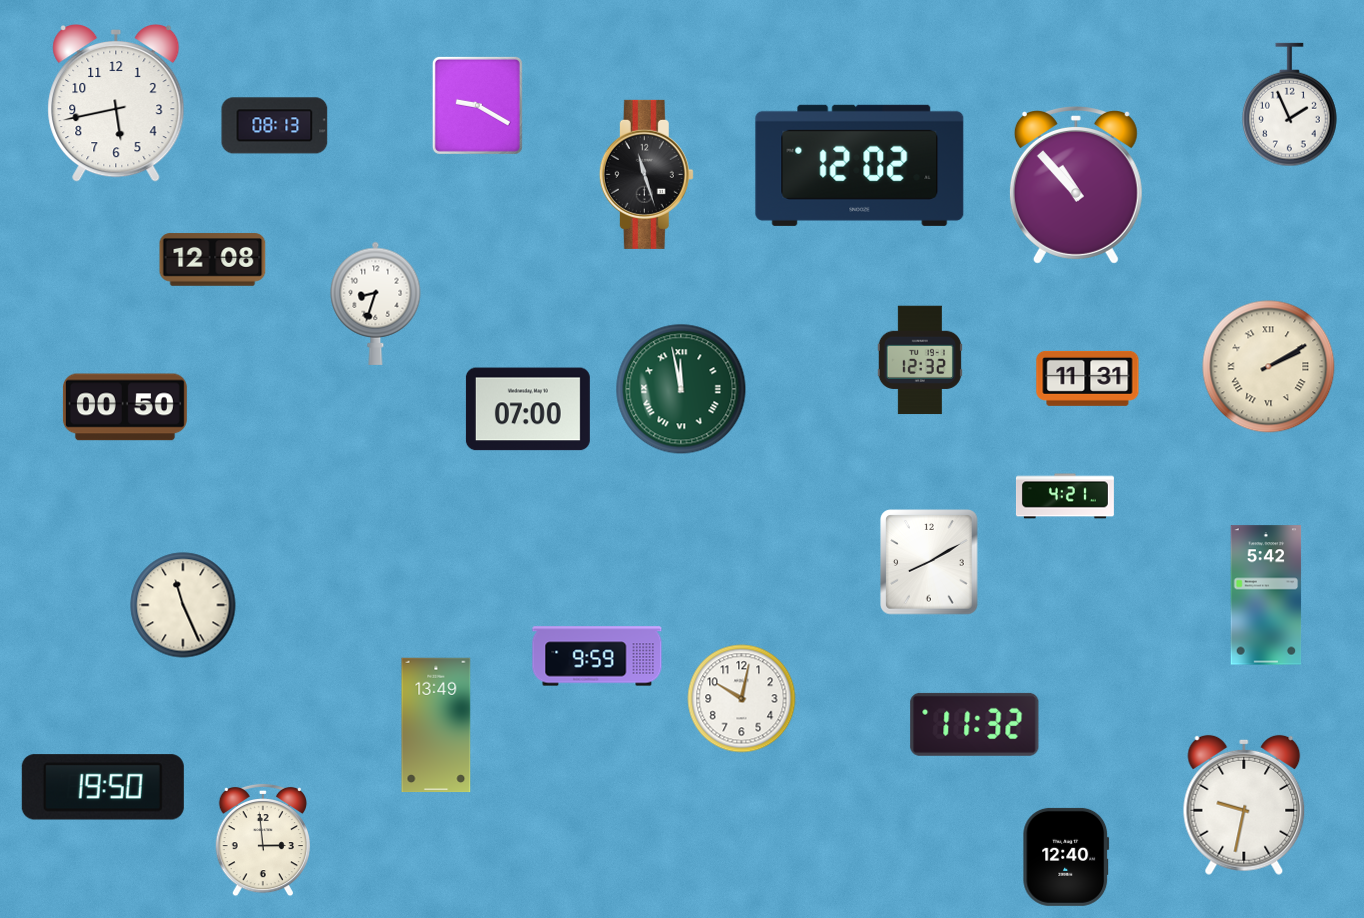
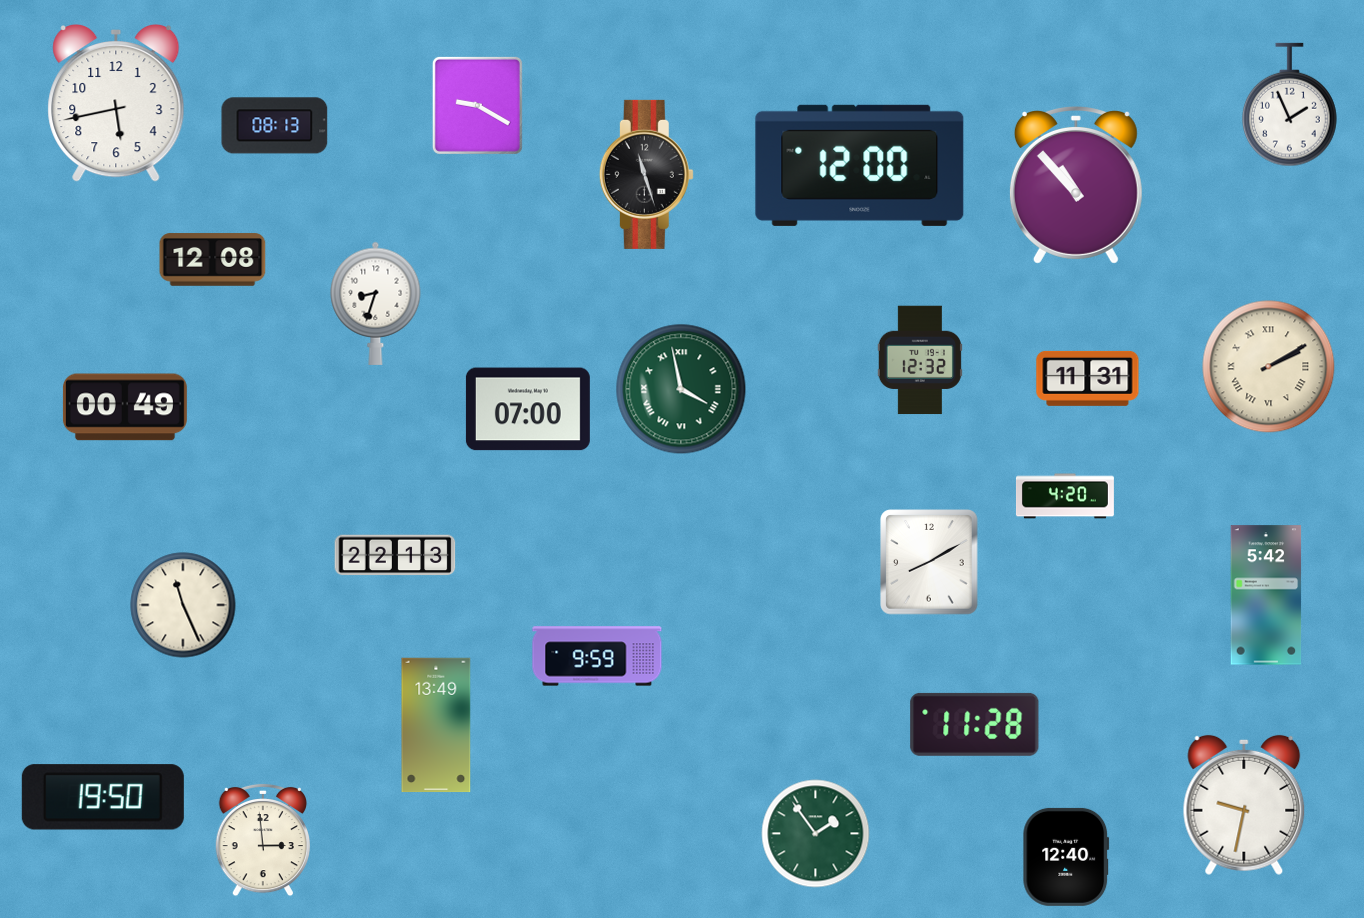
clock at (860, 165): 12:02 -> 12:00
clock at (681, 389): 11:58 -> 3:58
clock at (125, 407): 00:50 -> 00:49
clock at (1065, 496): 4:21 -> 4:20
clock at (395, 555): none -> 22:13
clock at (742, 699): 10:02 -> none
clock at (975, 724): 11:32 -> 11:28
clock at (103, 787) position: (103, 787) -> (103, 797)
clock at (816, 834): none -> 1:54
